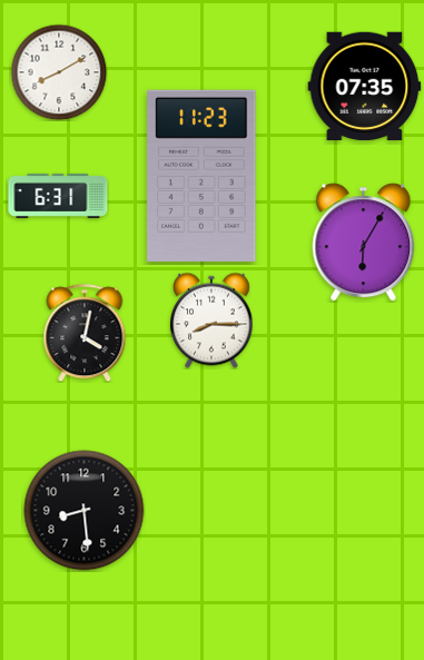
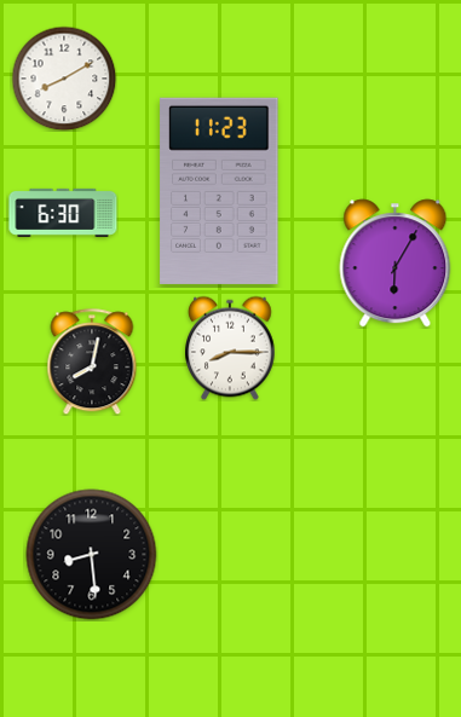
clock at (365, 87): 07:35 -> none
clock at (58, 196): 6:31 -> 6:30
clock at (85, 333): 4:02 -> 8:02
